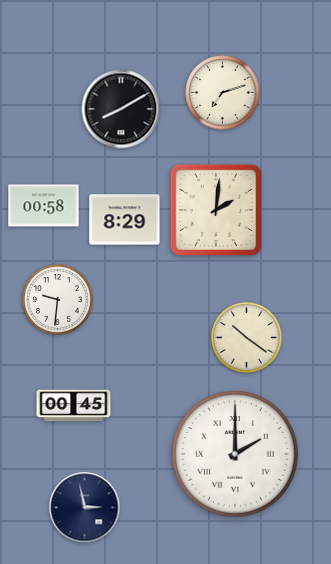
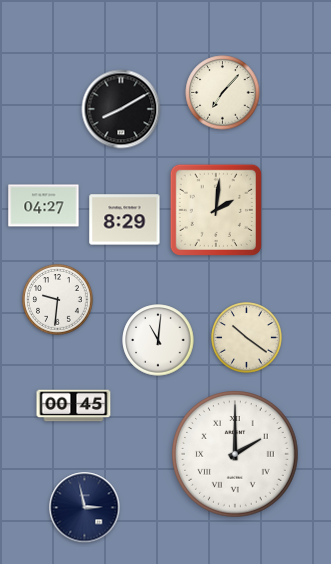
clock at (223, 93): 7:12 -> 7:07
clock at (44, 206): 00:58 -> 04:27
clock at (158, 340): none -> 11:01
